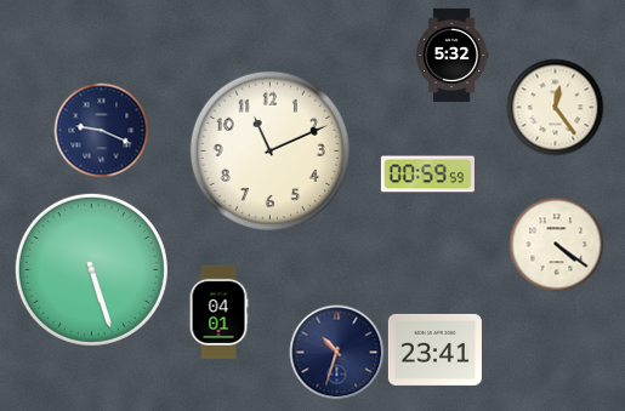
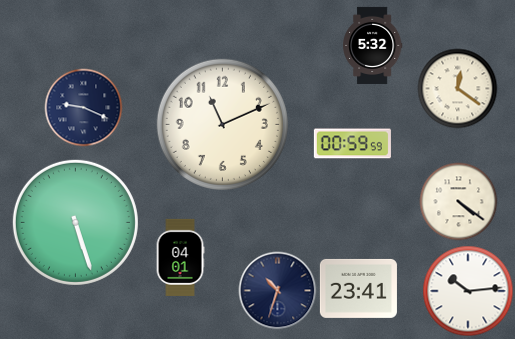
clock at (555, 107): 12:24 -> 12:21
clock at (468, 291): none -> 10:14
